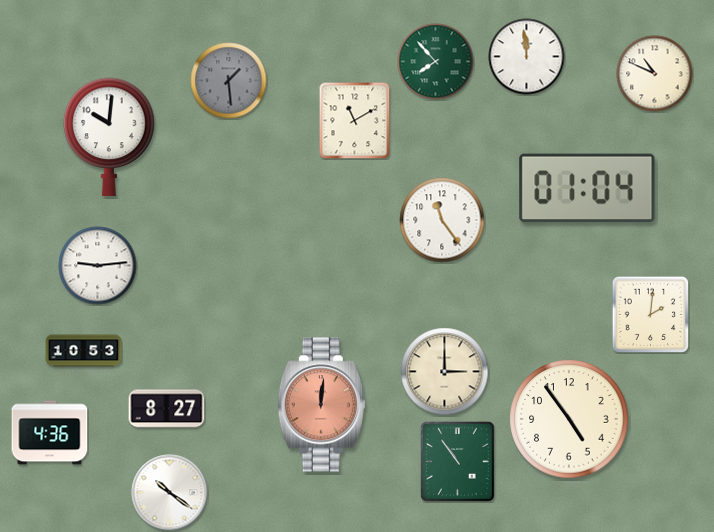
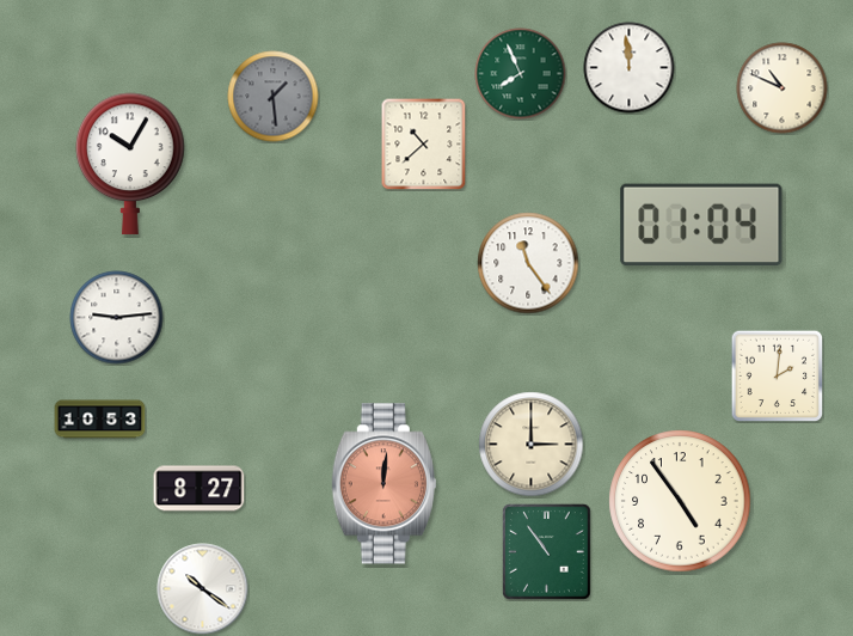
clock at (436, 62): 7:53 -> 7:56
clock at (355, 120): 11:10 -> 10:38
clock at (109, 137): 10:01 -> 10:05
clock at (50, 433): 4:36 -> none
